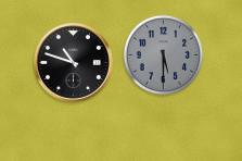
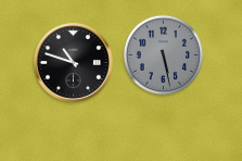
clock at (164, 55): 5:30 -> 5:28
